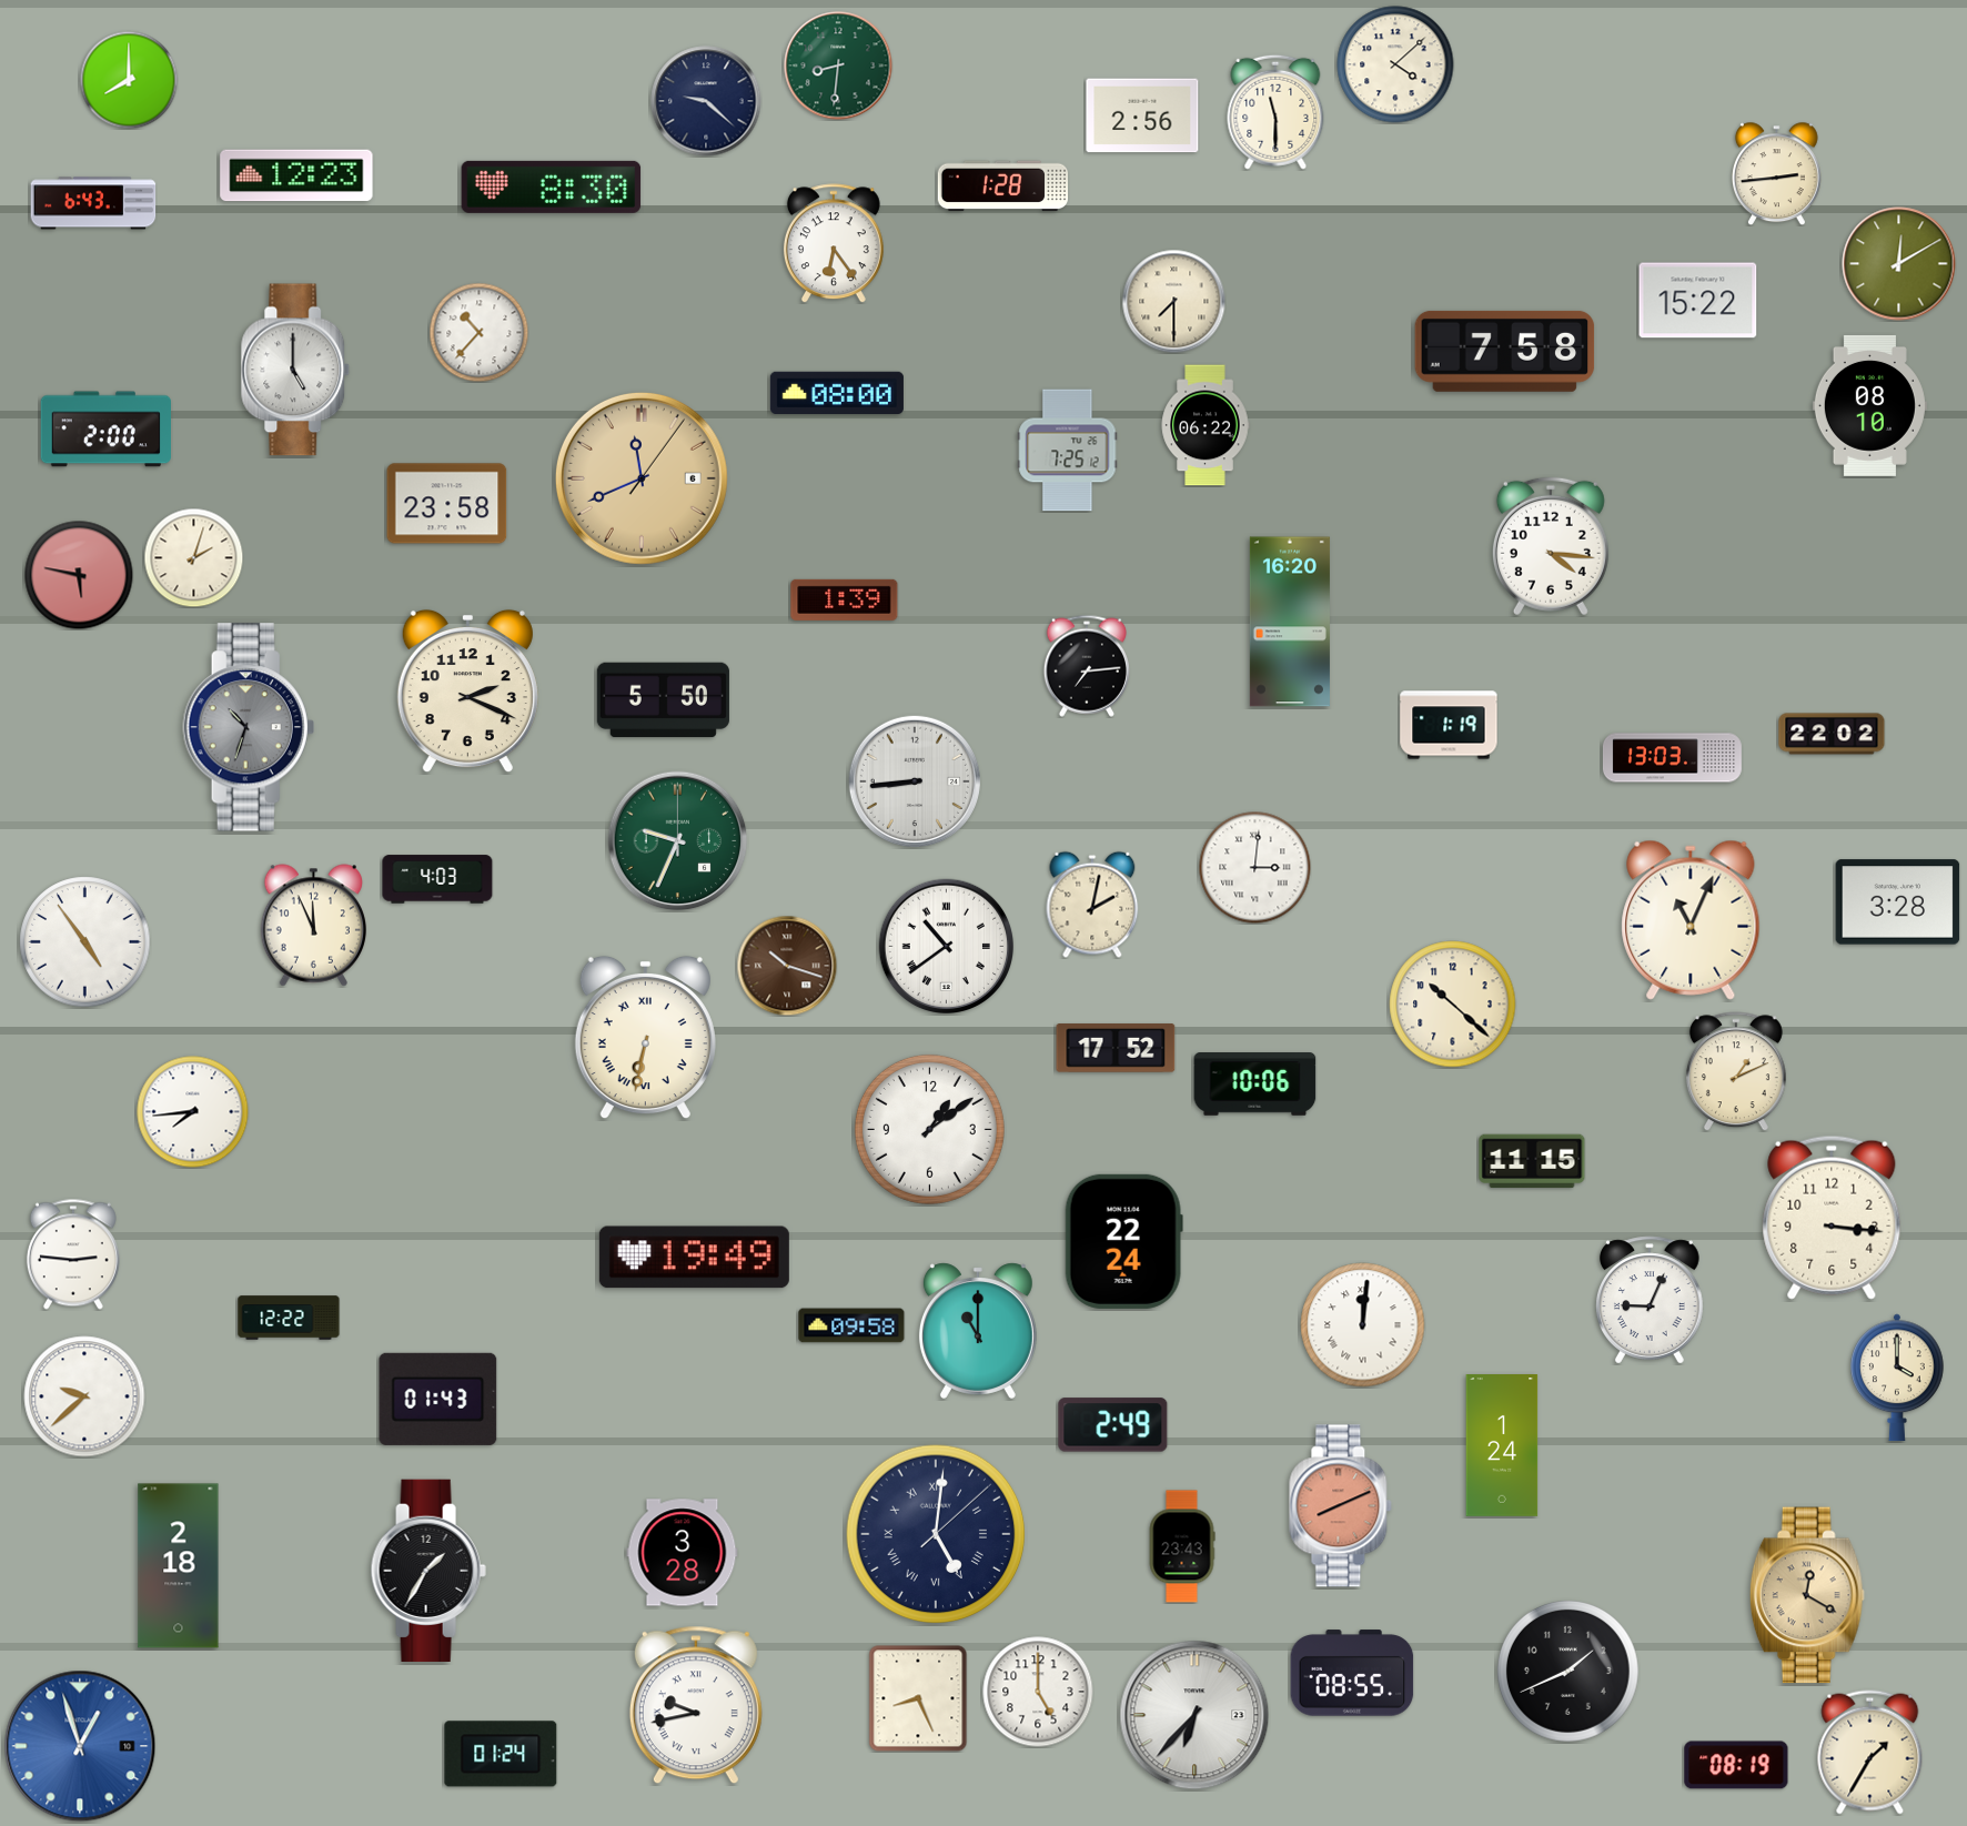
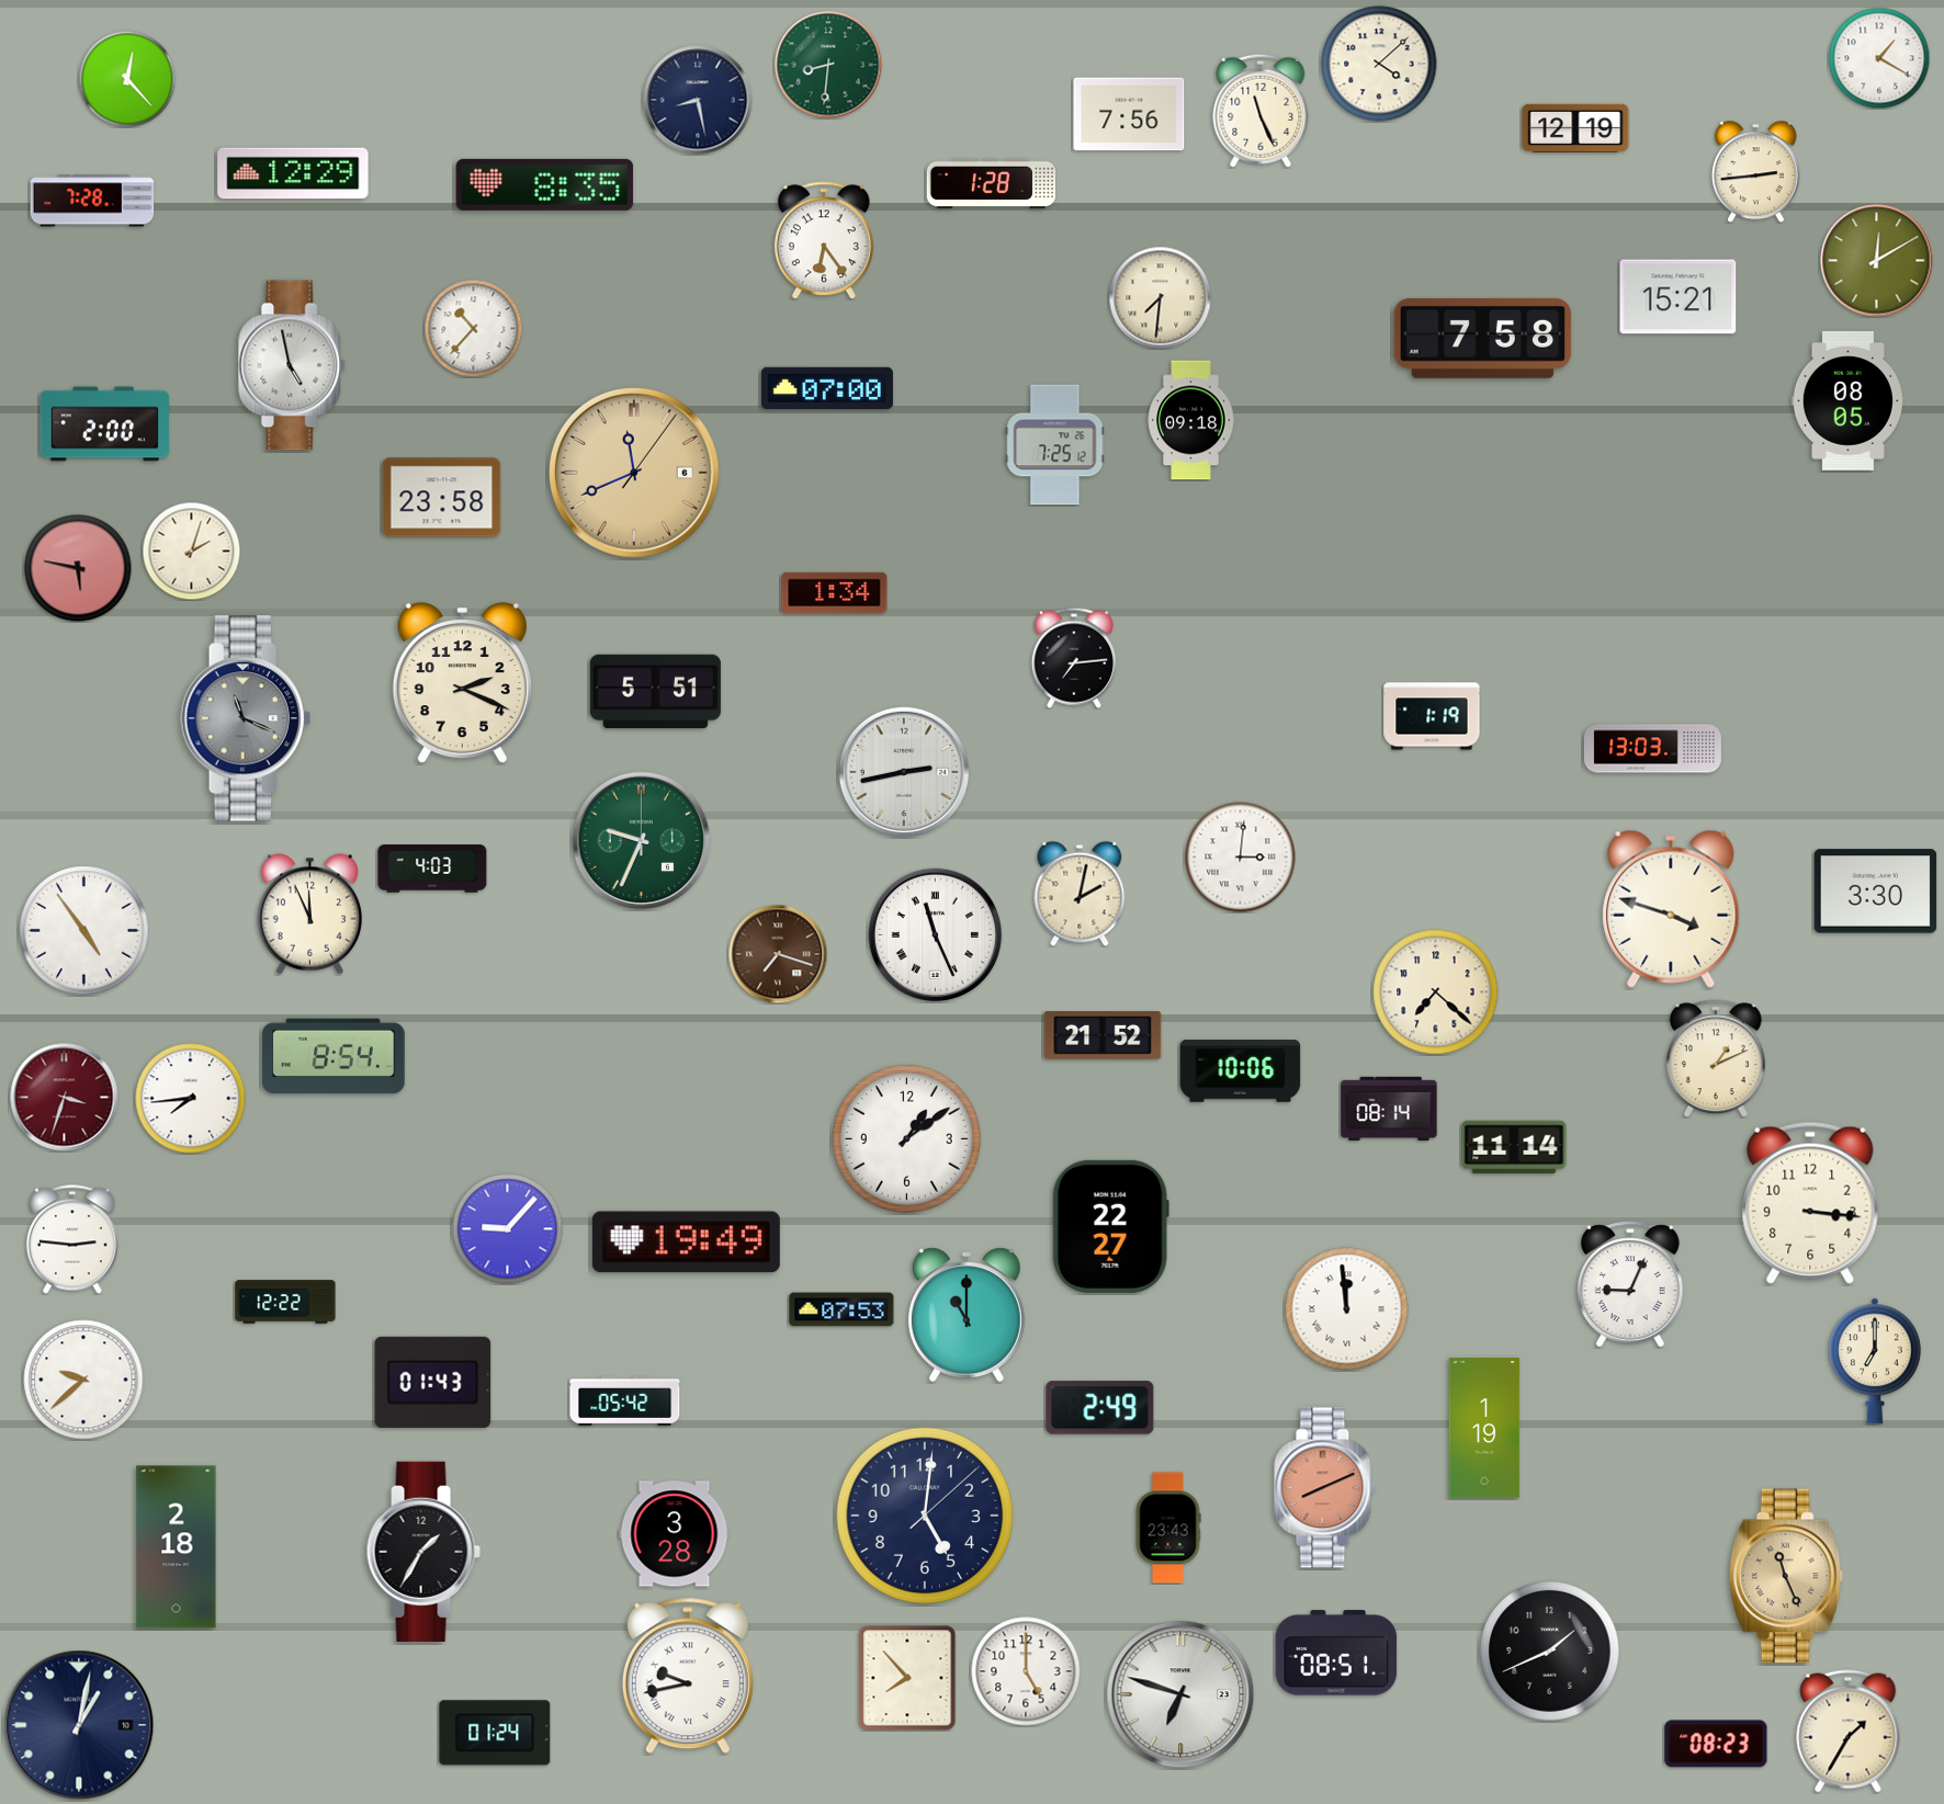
clock at (1879, 58): none -> 1:20
clock at (129, 80): 8:00 -> 12:23
clock at (706, 101): 9:22 -> 8:28
clock at (1275, 112): 11:30 -> 11:26
clock at (1142, 115): 2:56 -> 7:56
clock at (1575, 127): none -> 12:19
clock at (296, 175): 12:23 -> 12:29
clock at (552, 186): 8:30 -> 8:35
clock at (93, 203): 6:43 -> 7:28
clock at (1173, 301): 7:30 -> 7:31
clock at (1698, 301): 15:22 -> 15:21
clock at (1505, 351) position: (1505, 351) -> (1483, 338)
clock at (295, 370): 5:00 -> 4:58
clock at (837, 393): 08:00 -> 07:00
clock at (1869, 405): 08:10 -> 08:05
clock at (1206, 425): 06:22 -> 09:18
clock at (1551, 546): 4:16 -> none
clock at (845, 599): 1:39 -> 1:34
clock at (1290, 622): 16:20 -> none
clock at (663, 700): 5:50 -> 5:51
clock at (249, 727): 10:33 -> 11:19
clock at (1832, 734): 22:02 -> none
clock at (915, 781): 8:44 -> 2:43
clock at (678, 841) position: (678, 841) -> (642, 841)
clock at (1898, 902): 3:28 -> 3:30
clock at (1691, 920): 11:04 -> 3:48
clock at (947, 947): 10:39 -> 11:26
clock at (787, 966): 10:18 -> 7:18
clock at (1453, 1005): 10:22 -> 7:22
clock at (645, 1038): 6:32 -> none
clock at (1116, 1048): 17:52 -> 21:52
clock at (334, 1056): none -> 8:54
clock at (65, 1098): none -> 3:33
clock at (1389, 1109): none -> 08:14
clock at (929, 1129) position: (929, 1129) -> (906, 1138)
clock at (1532, 1161): 11:15 -> 11:14
clock at (1123, 1241): 22:24 -> 22:27
clock at (508, 1229): none -> 9:07
clock at (851, 1325): 09:58 -> 07:53
clock at (1363, 1325): 12:01 -> 11:59
clock at (1898, 1378): 4:00 -> 7:00
clock at (625, 1400): none -> 05:42
clock at (1502, 1446): 1:24 -> 1:19
clock at (936, 1534) numerals: Roman -> Arabic
clock at (1807, 1595): 12:20 -> 11:26
clock at (1352, 1673): 08:55 -> 08:51
clock at (918, 1698): 8:26 -> 7:53
clock at (696, 1705) position: (696, 1705) -> (688, 1676)
clock at (1194, 1715): 6:37 -> 6:48
clock at (80, 1746): 12:57 -> 1:02
clock at (80, 1746) dial: blue -> navy
clock at (1736, 1765): 08:19 -> 08:23
